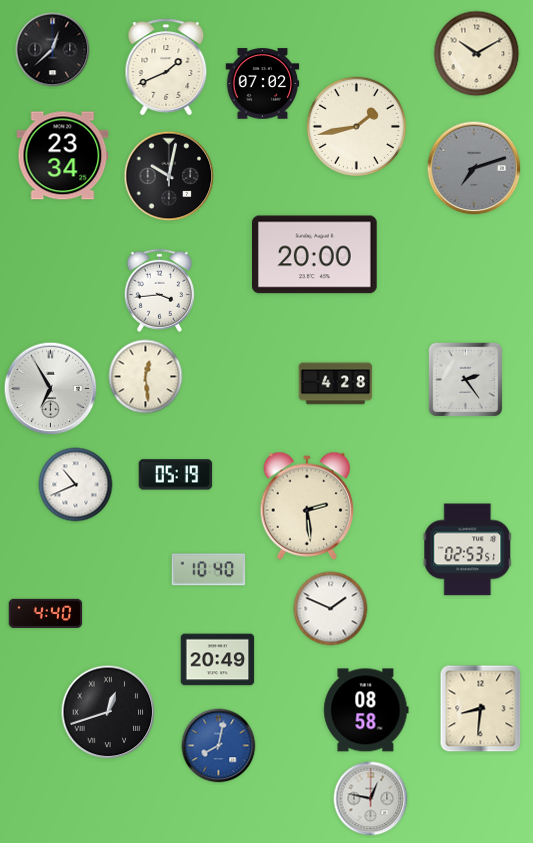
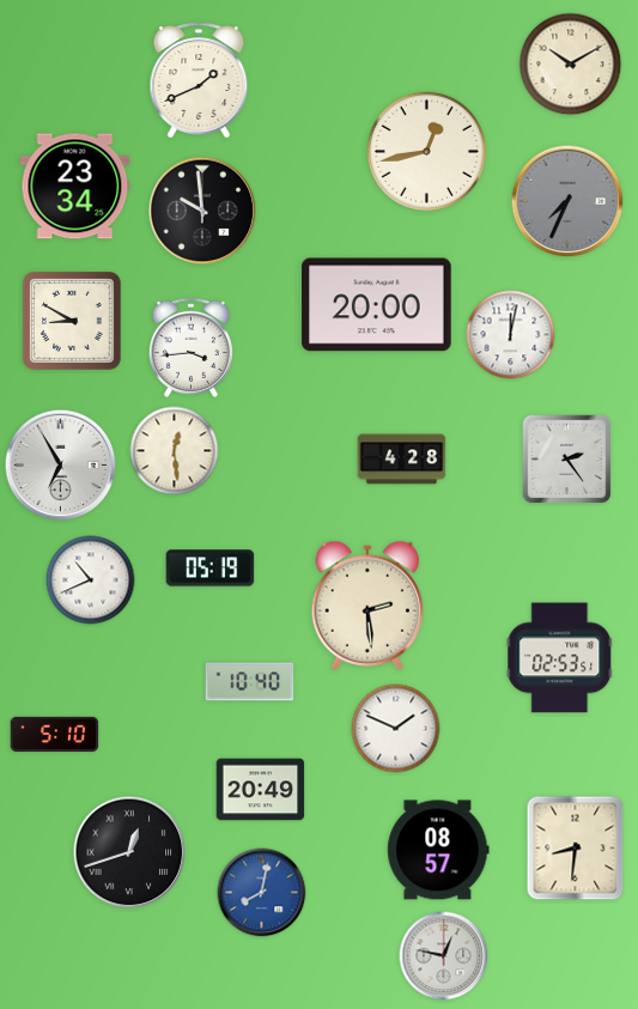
clock at (53, 50): 12:38 -> none
clock at (263, 84): 07:02 -> none
clock at (356, 126): 1:43 -> 12:43
clock at (474, 168): 7:12 -> 7:34
clock at (169, 176): 10:02 -> 9:59
clock at (72, 321): none -> 8:50
clock at (511, 335): none -> 12:02
clock at (466, 380) position: (466, 380) -> (567, 460)
clock at (46, 613): 4:40 -> 5:10
clock at (366, 710): 08:58 -> 08:57
